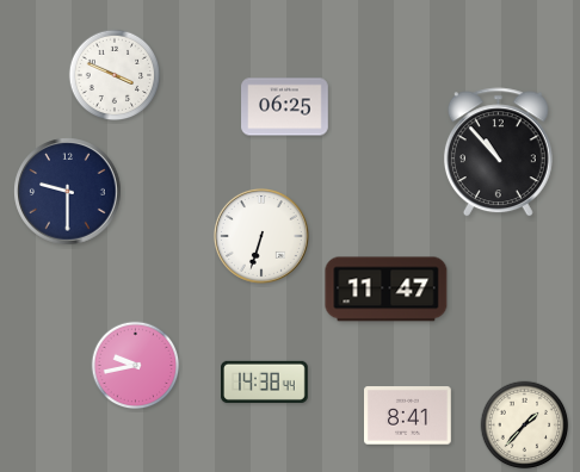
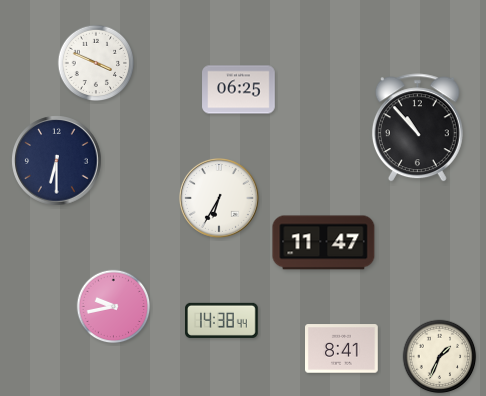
clock at (68, 192): 9:30 -> 6:30
clock at (261, 236): 6:33 -> 6:35
clock at (525, 426): 1:37 -> 1:34
